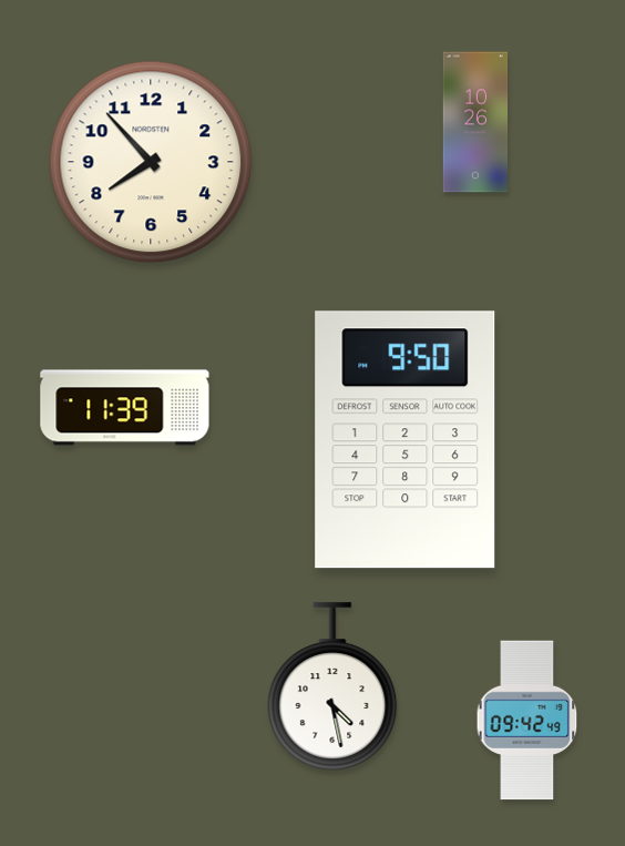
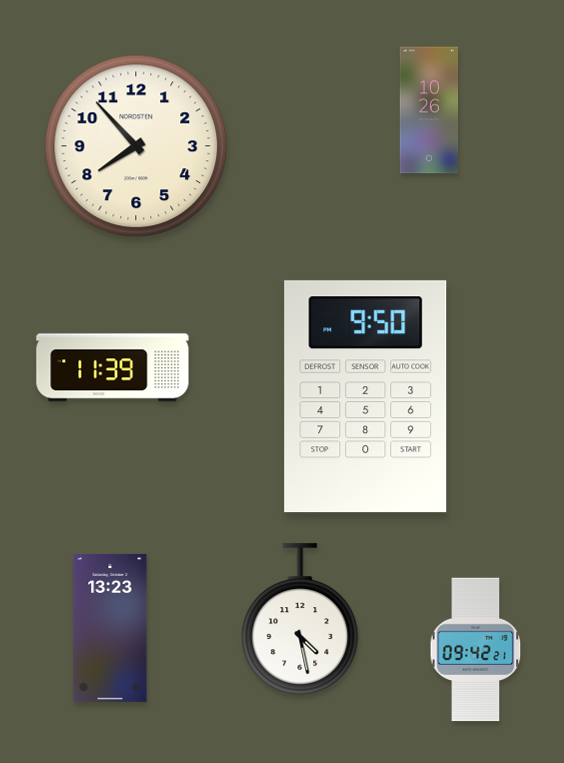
clock at (110, 628): none -> 13:23
clock at (527, 721): 09:42:49 -> 09:42:21
